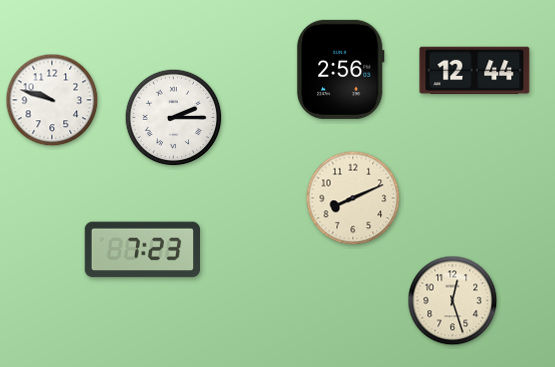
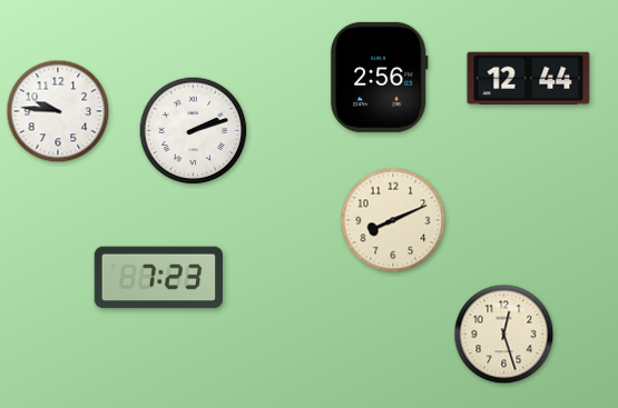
clock at (52, 100): 9:48 -> 9:46
clock at (174, 118): 2:15 -> 2:12
